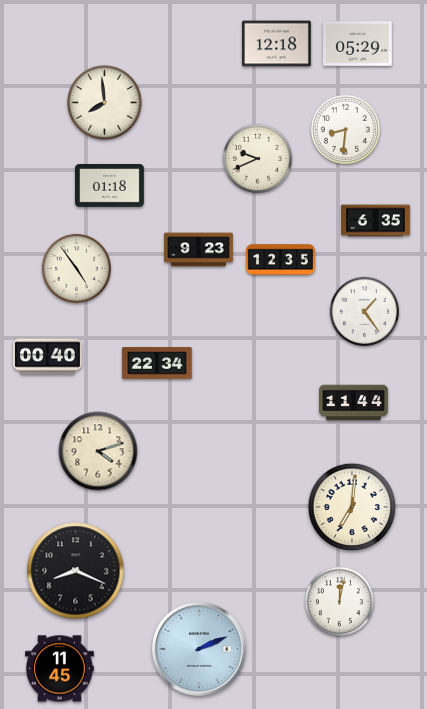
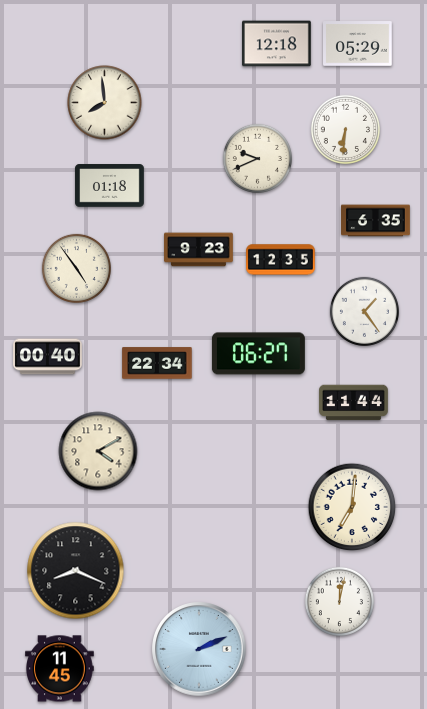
clock at (345, 129): 8:31 -> 6:31
clock at (258, 354): none -> 06:27
clock at (98, 451): 4:12 -> 4:10
